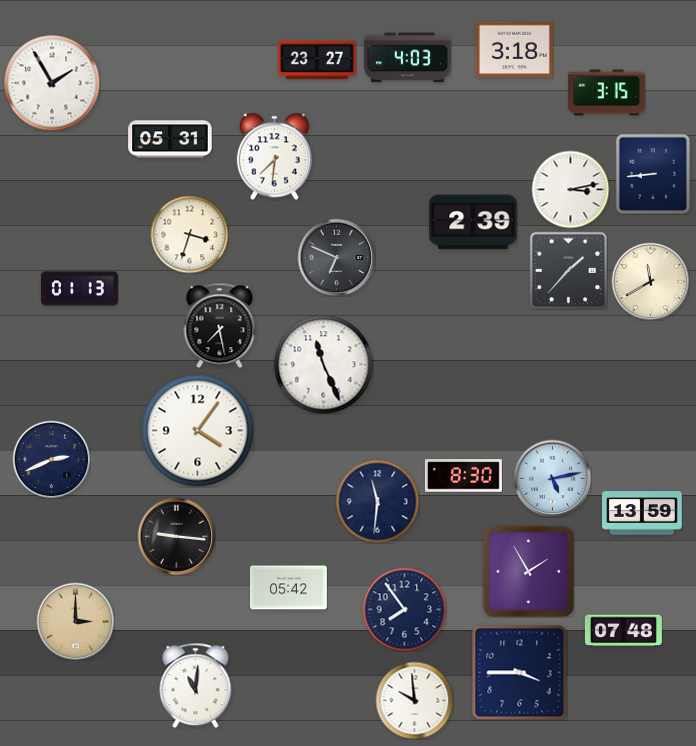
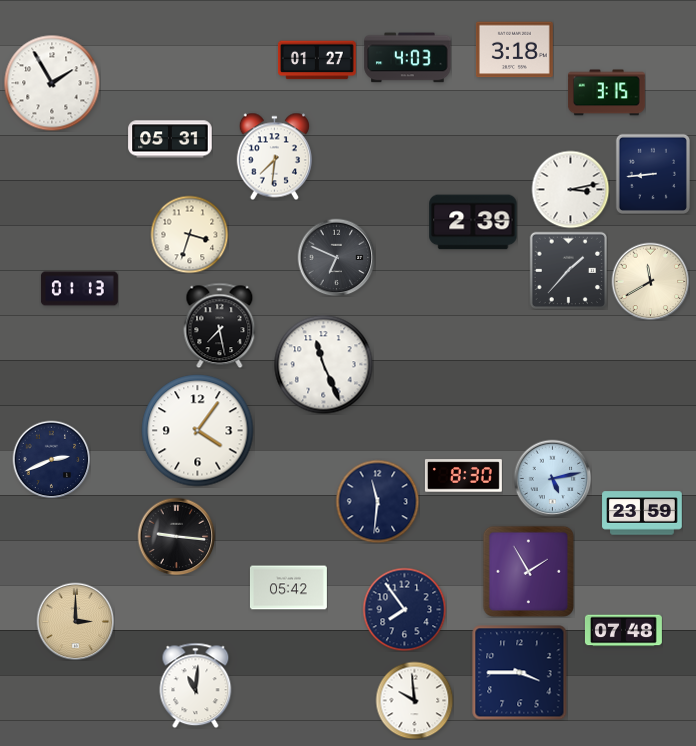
clock at (317, 60): 23:27 -> 01:27
clock at (642, 513): 13:59 -> 23:59
